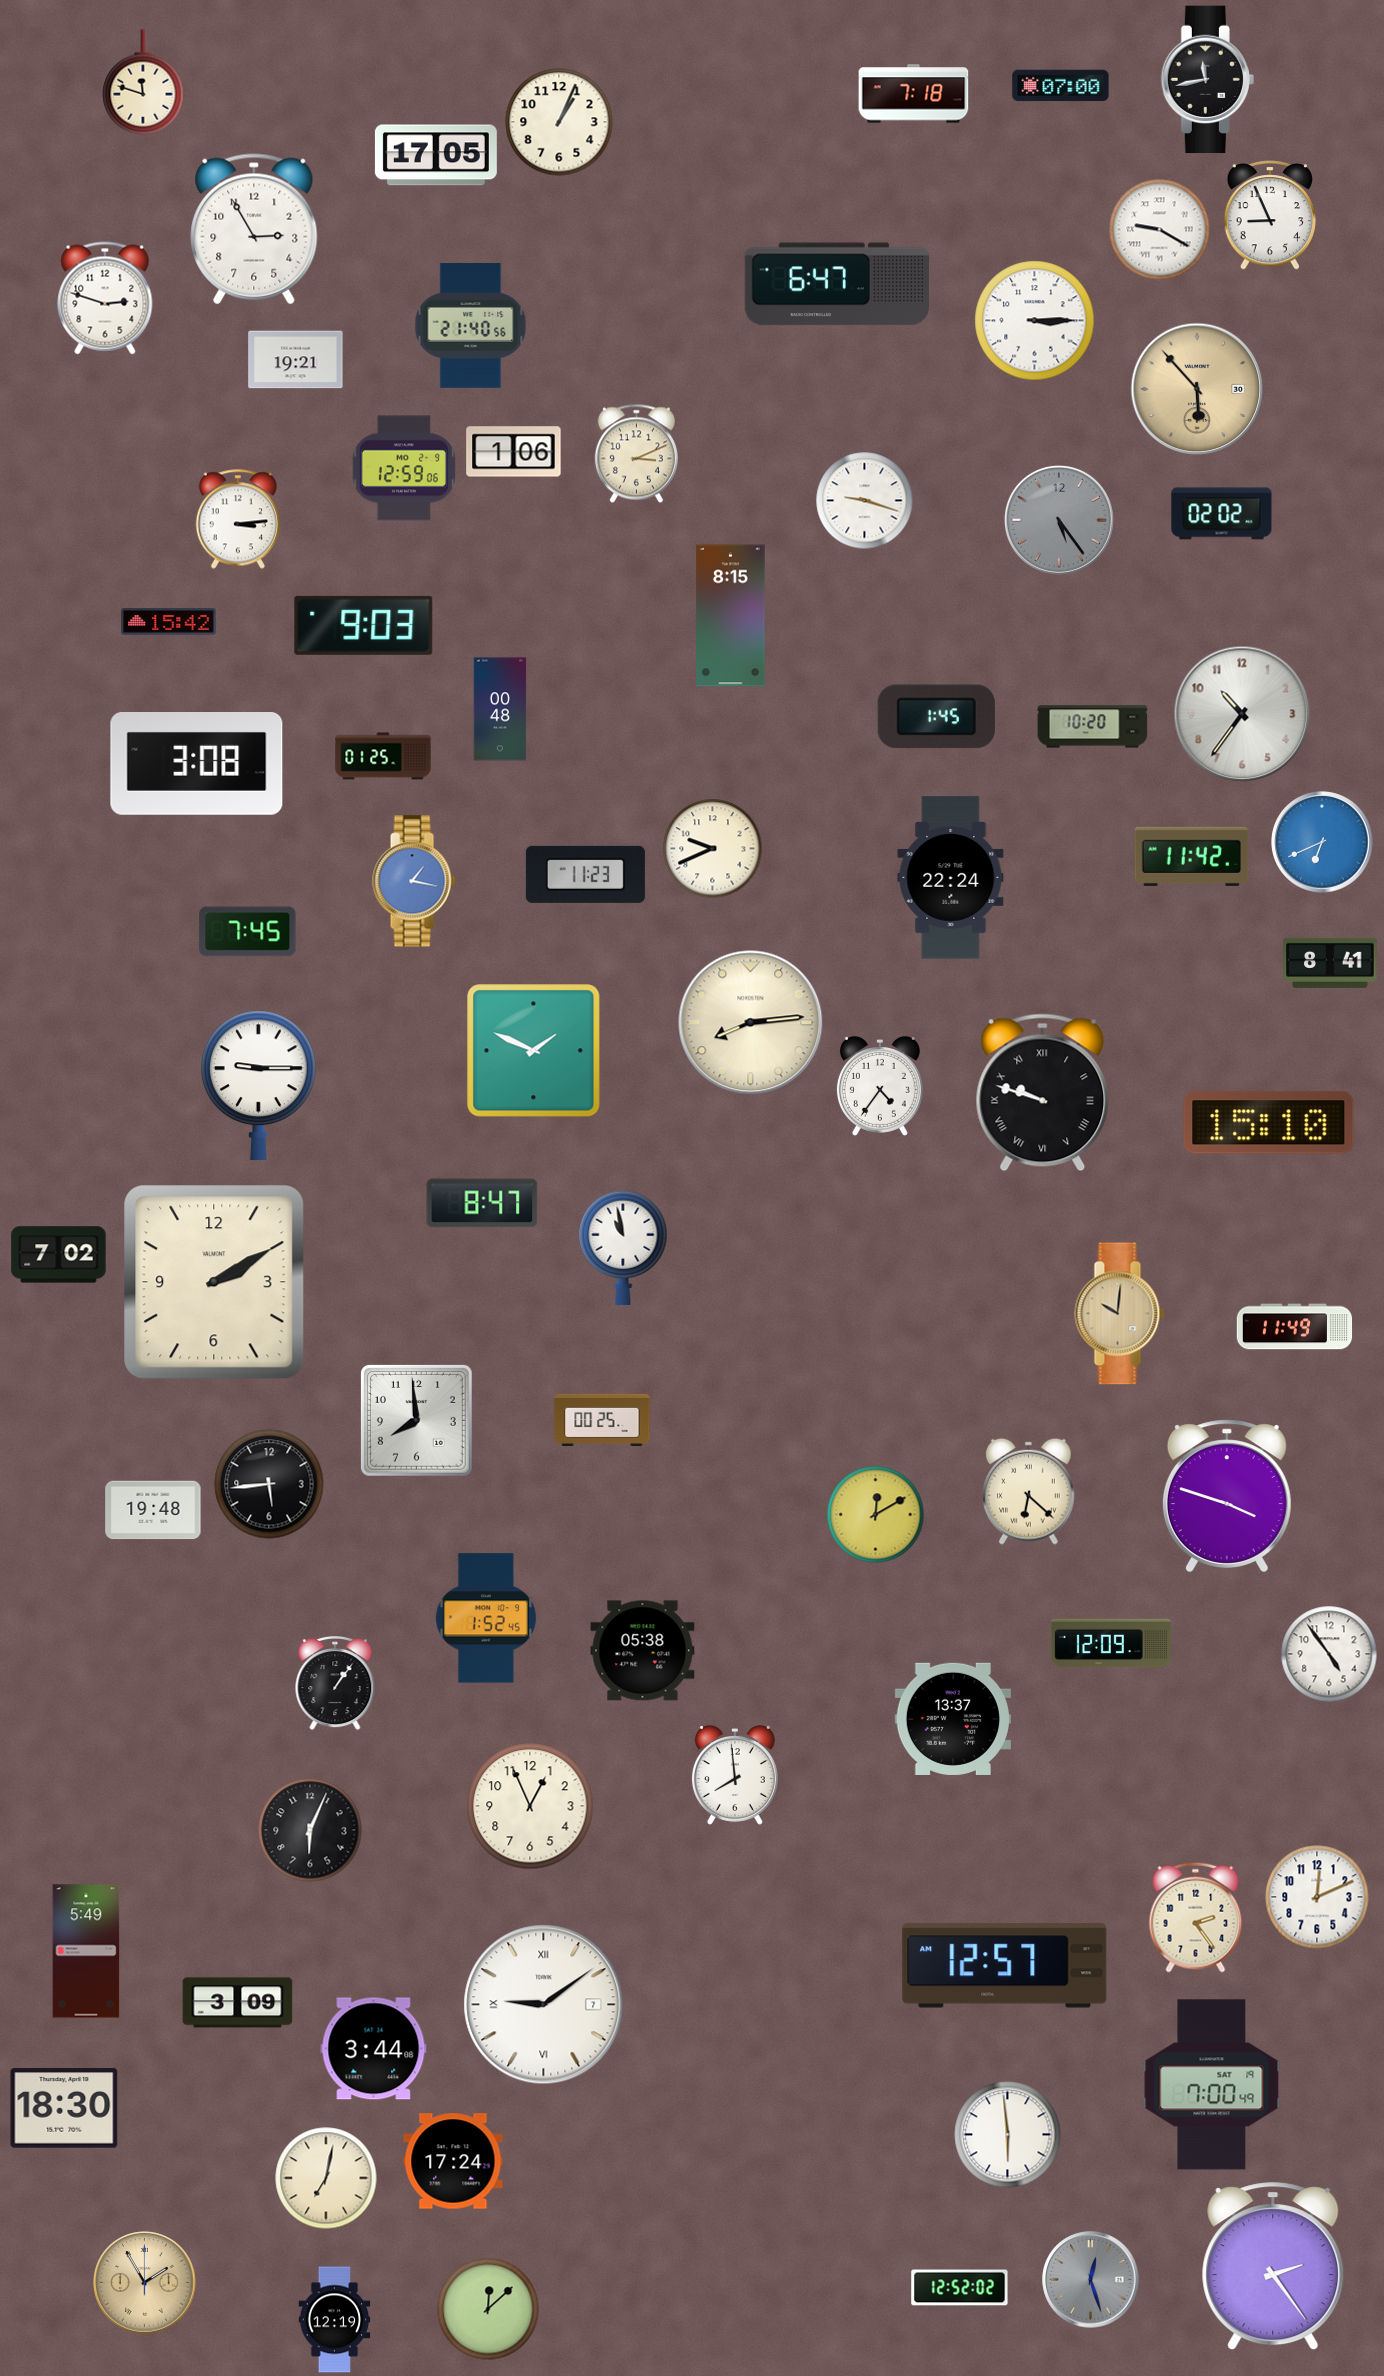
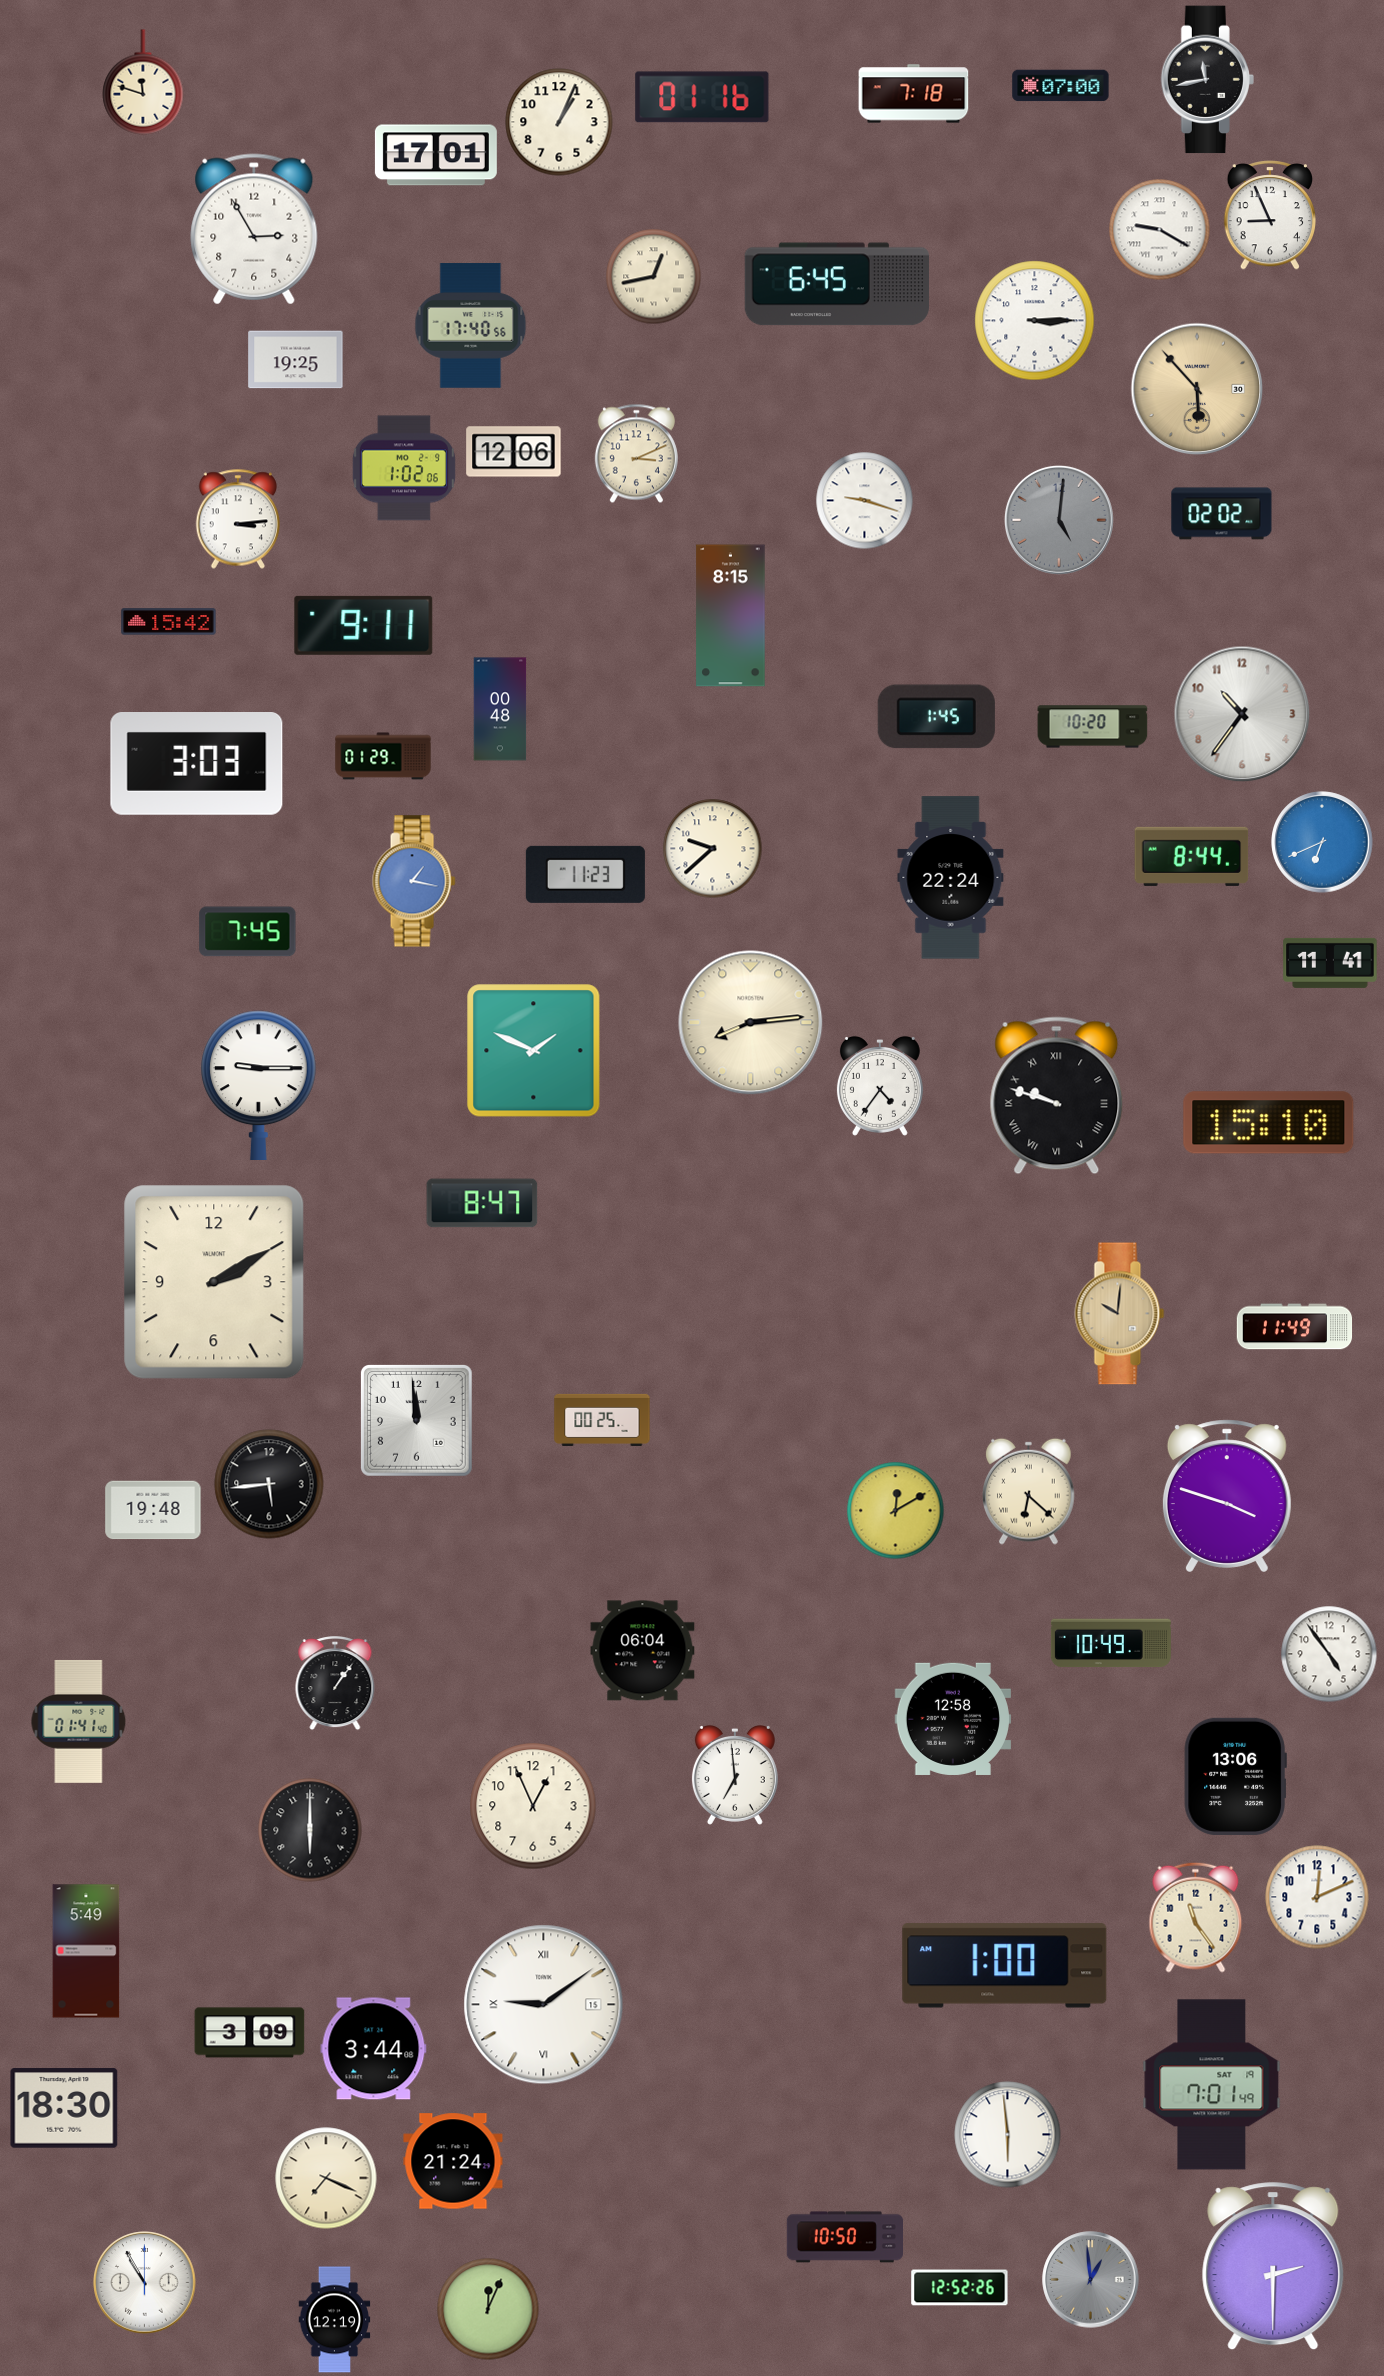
clock at (702, 97): none -> 01:16
clock at (436, 155): 17:05 -> 17:01
clock at (654, 277): none -> 12:43
clock at (837, 284): 6:47 -> 6:45
clock at (105, 298): 2:48 -> none
clock at (471, 326): 21:40 -> 17:40
clock at (296, 360): 19:21 -> 19:25
clock at (514, 452): 1:06 -> 12:06
clock at (404, 468): 12:59 -> 1:02
clock at (1059, 520): 5:24 -> 5:01
clock at (364, 625): 9:03 -> 9:11
clock at (383, 756): 01:25 -> 01:29
clock at (197, 764): 3:08 -> 3:03
clock at (713, 849): 9:41 -> 9:38
clock at (1192, 856): 11:42 -> 8:44
clock at (1330, 963): 8:41 -> 11:41
clock at (1043, 1093) position: (1043, 1093) -> (1057, 1096)
clock at (623, 1248): 10:58 -> none
clock at (59, 1255): 7:02 -> none
clock at (417, 1421): 7:59 -> 11:59
clock at (876, 1515) position: (876, 1515) -> (896, 1511)
clock at (486, 1618): 1:52 -> none
clock at (1111, 1643): 12:09 -> 10:49
clock at (643, 1651): 05:38 -> 06:04
clock at (953, 1719): 13:37 -> 12:58
clock at (79, 1721): none -> 01:41
clock at (735, 1775): 7:59 -> 6:59
clock at (1235, 1776): none -> 13:06
clock at (530, 1806) position: (530, 1806) -> (533, 1806)
clock at (310, 1830): 6:04 -> 6:00
clock at (1196, 1917): 2:24 -> 11:24
clock at (1005, 1966): 12:57 -> 1:00
clock at (238, 2003) position: (238, 2003) -> (250, 2033)
clock at (544, 2005) date: 7 -> 15
clock at (1212, 2085): 7:00 -> 7:01
clock at (453, 2161): 17:24 -> 21:24
clock at (326, 2178): 7:02 -> 7:19
clock at (844, 2237): none -> 10:50
clock at (1273, 2267): 2:24 -> 2:30
clock at (1091, 2280): 12:27 -> 12:59
clock at (145, 2283): 1:55 -> 10:55
clock at (145, 2283) dial: champagne -> white
clock at (960, 2288): 12:52:02 -> 12:52:26
clock at (488, 2309): 12:08 -> 12:04
